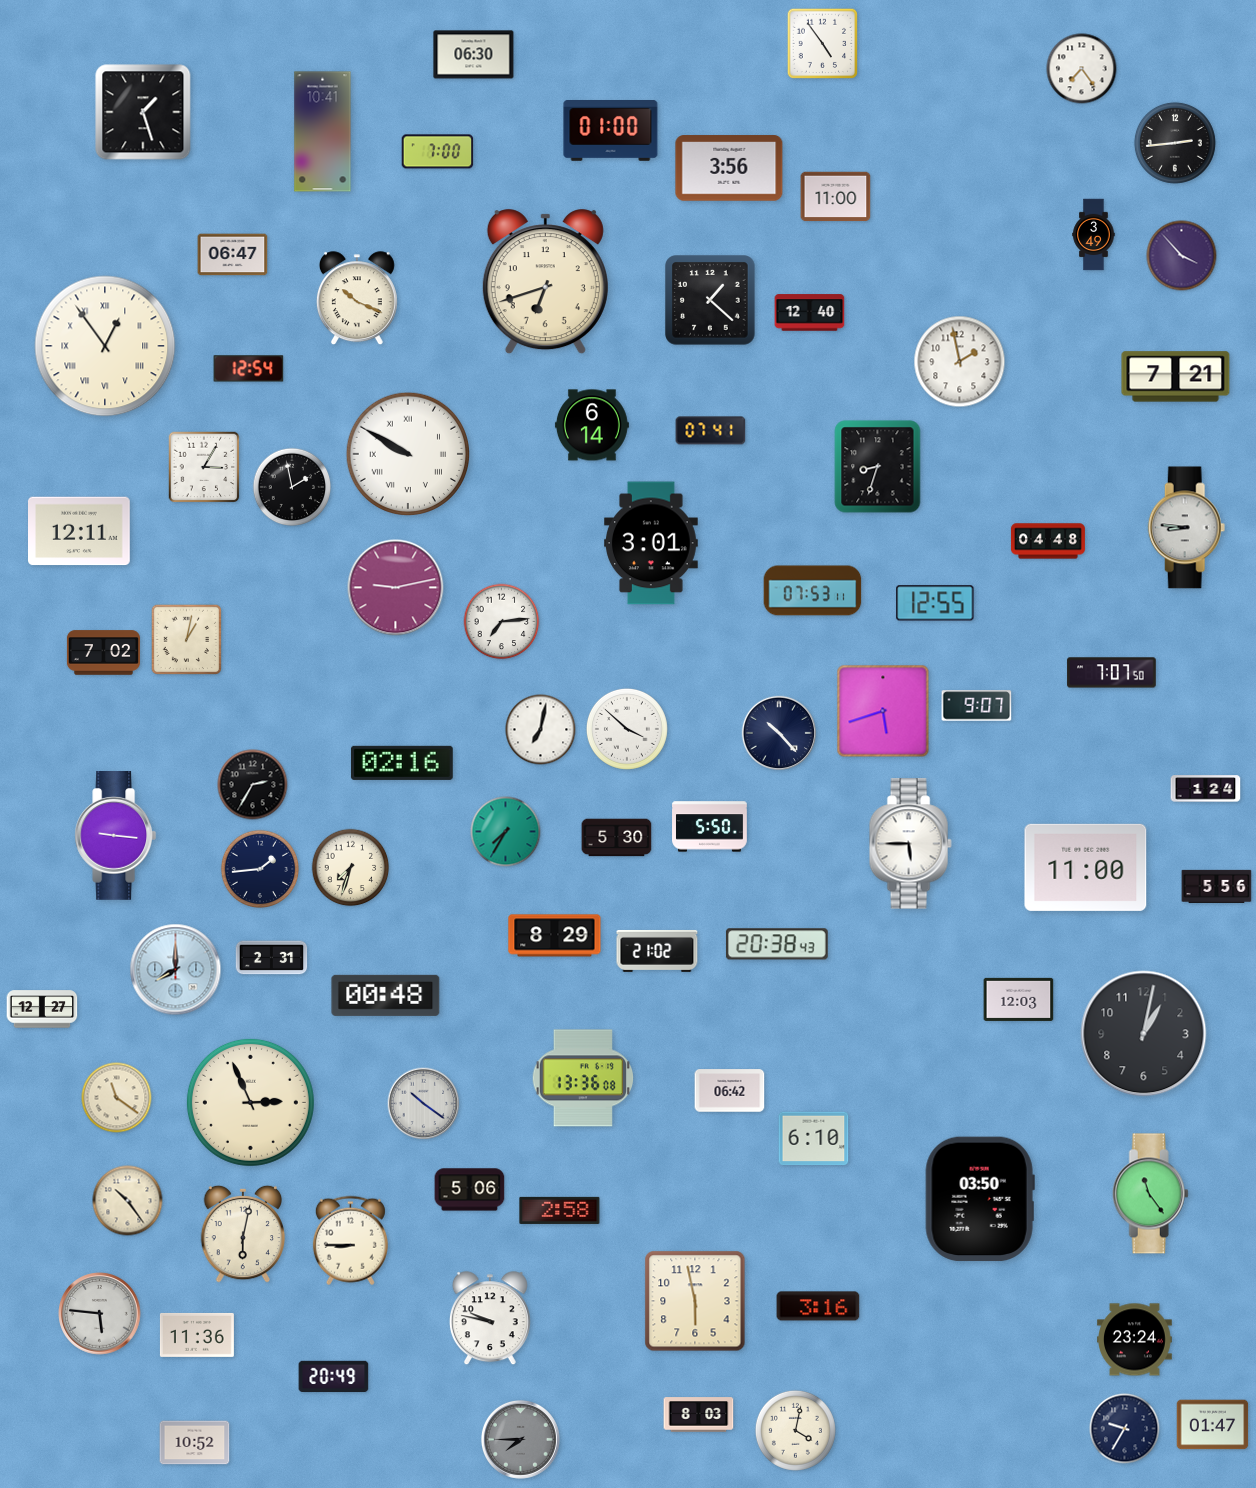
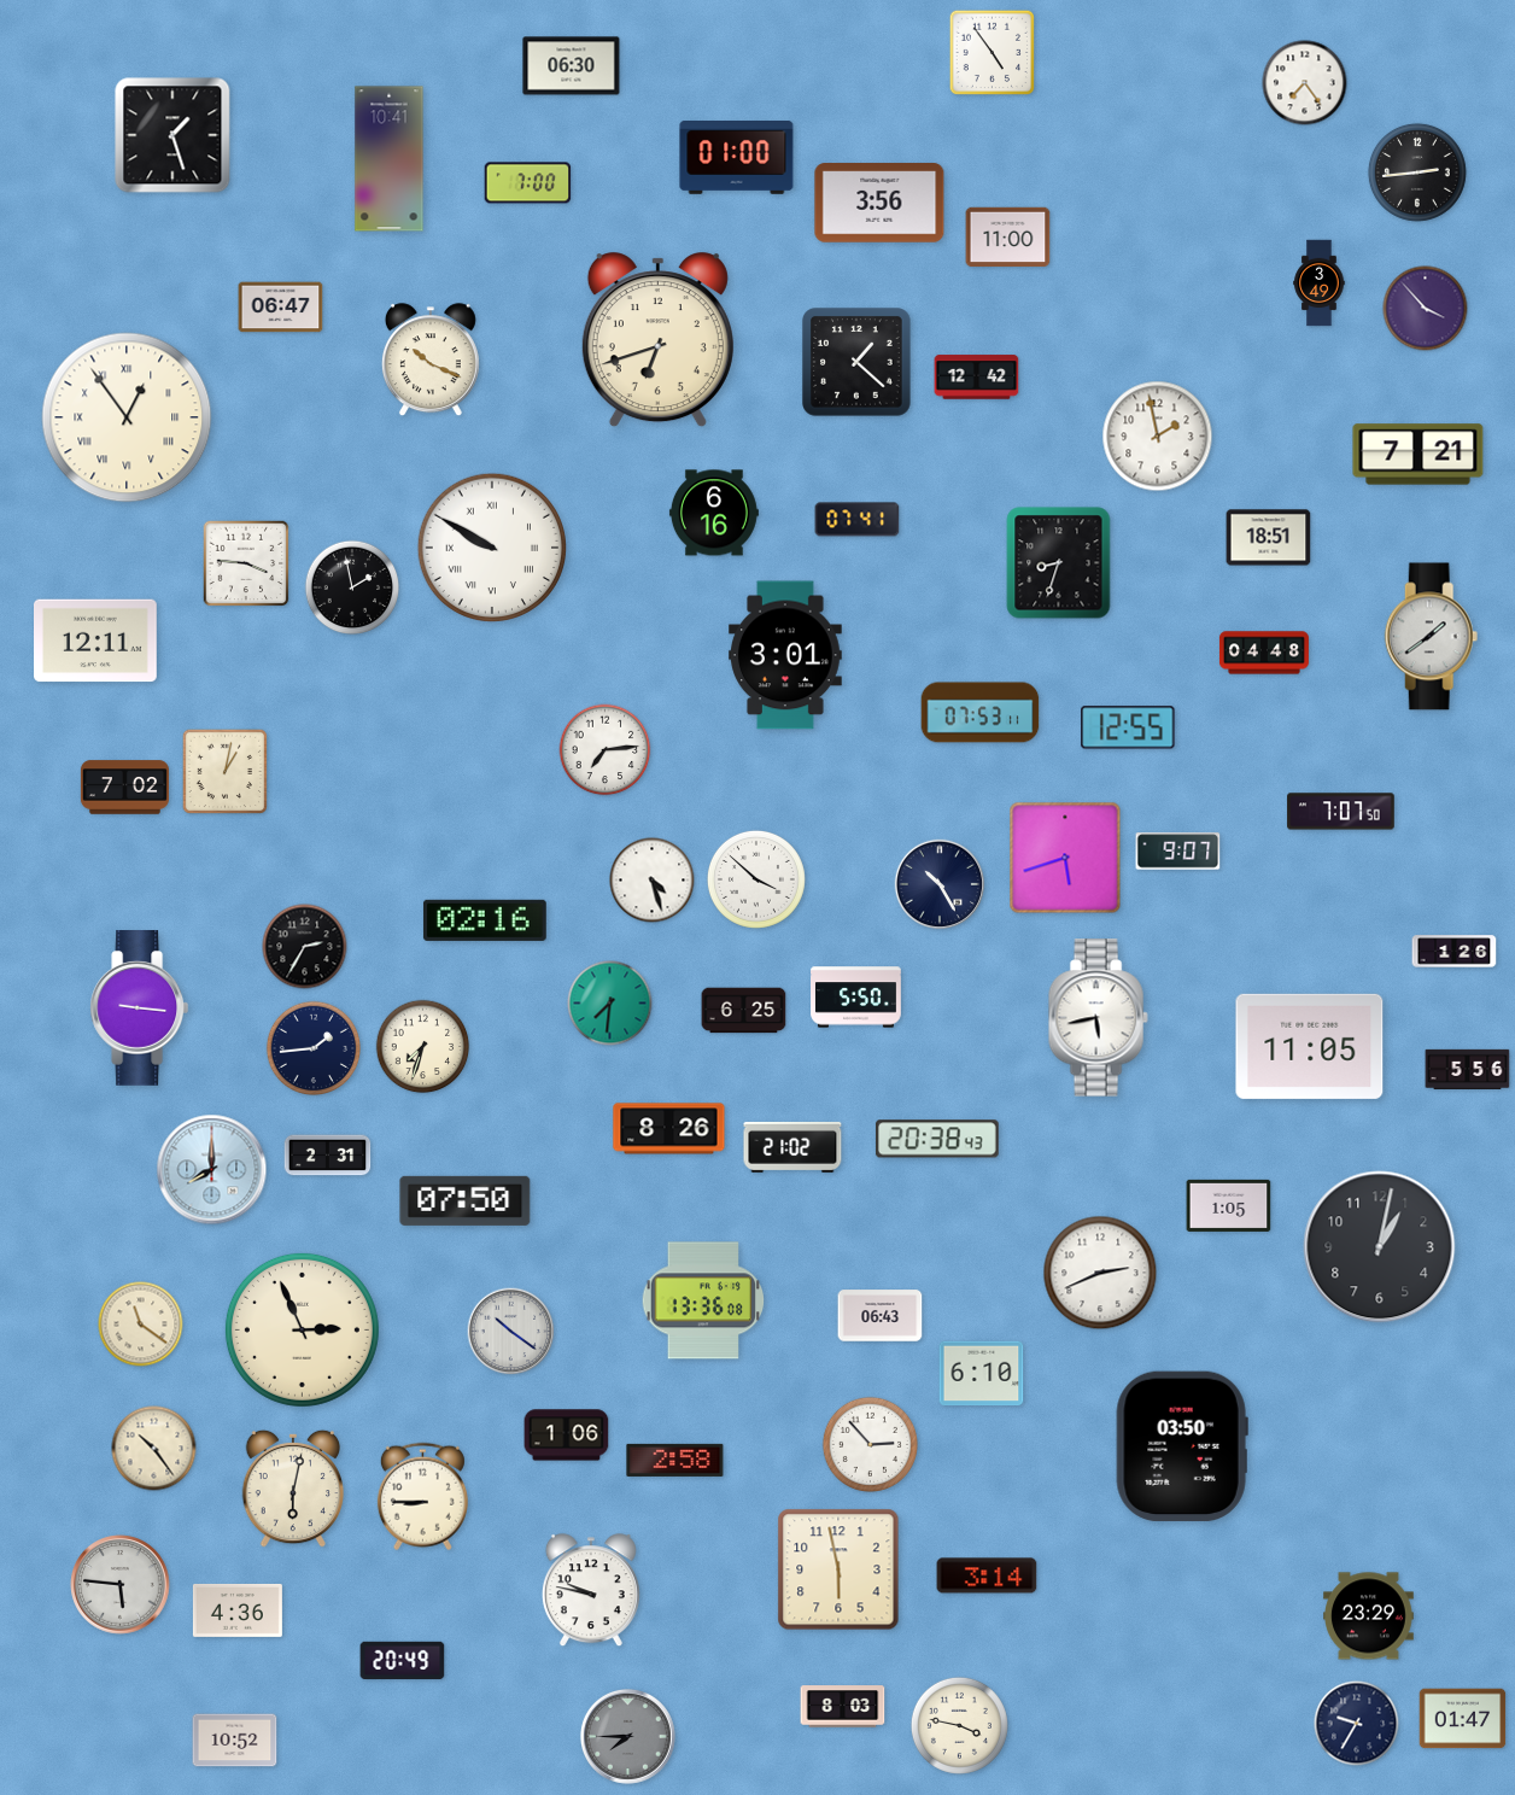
clock at (810, 313): 12:40 -> 12:42
clock at (249, 369): 12:54 -> none
clock at (592, 425): 6:14 -> 6:16
clock at (1269, 538): none -> 18:51
clock at (204, 467): 3:05 -> 3:46
clock at (1187, 528): 8:46 -> 1:39
clock at (396, 588): 9:13 -> none
clock at (541, 730): 7:02 -> 4:27
clock at (779, 733): 10:23 -> 10:25
clock at (1206, 789): 1:24 -> 1:26
clock at (506, 832): 7:35 -> 7:31
clock at (617, 838): 5:30 -> 6:25
clock at (910, 844): 5:45 -> 5:43
clock at (1086, 867): 11:00 -> 11:05
clock at (555, 936): 8:29 -> 8:26
clock at (386, 995): 00:48 -> 07:50
clock at (1019, 999): 12:03 -> 1:05
clock at (42, 1009): 12:27 -> none
clock at (1100, 1273): none -> 2:41
clock at (730, 1091): 06:42 -> 06:43
clock at (470, 1190): 5:06 -> 1:06
clock at (1150, 1194): 11:24 -> none
clock at (870, 1444): none -> 2:53
clock at (818, 1306): 3:16 -> 3:14
clock at (197, 1335): 11:36 -> 4:36
clock at (1135, 1340): 23:24 -> 23:29
clock at (795, 1430): 4:02 -> 3:47
